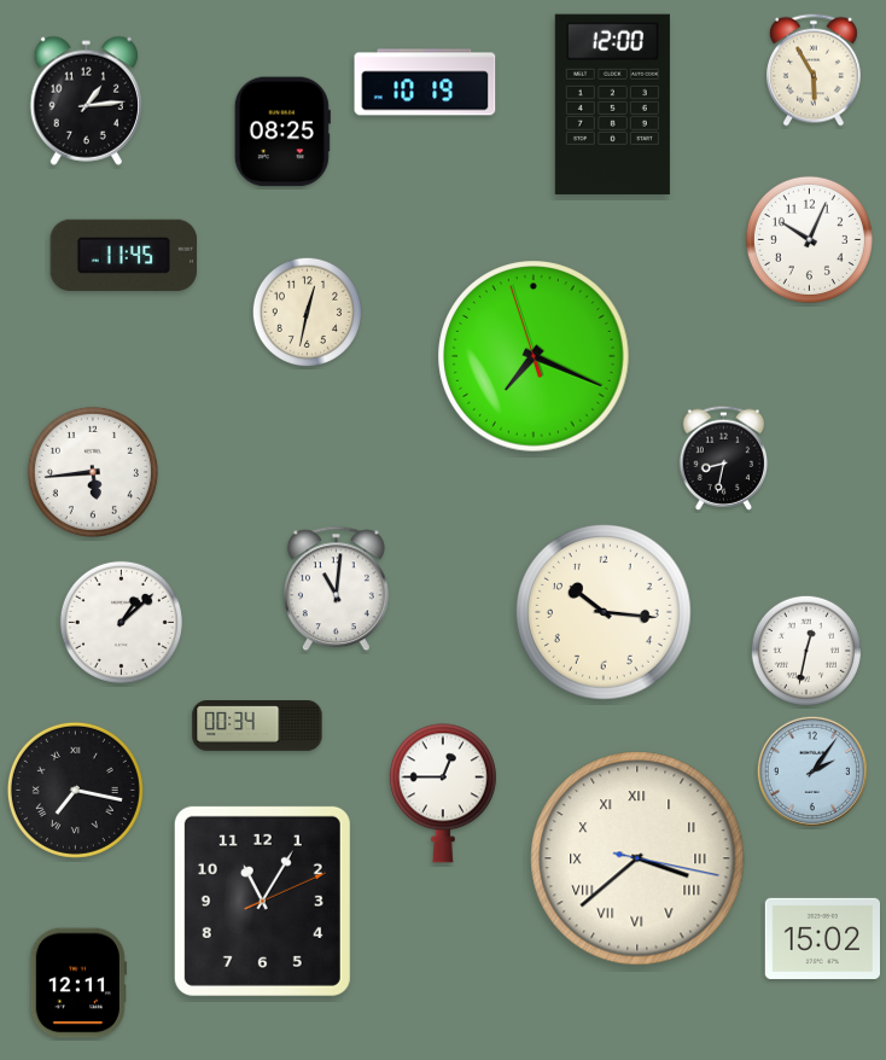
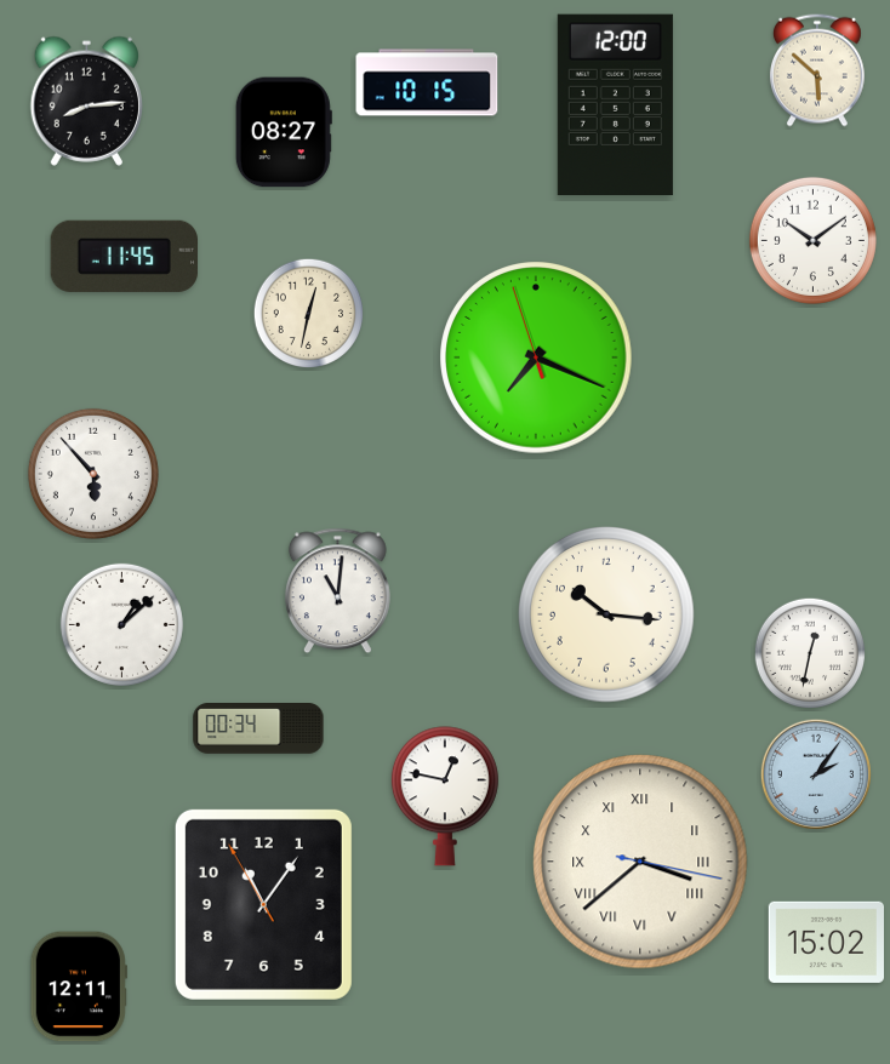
clock at (814, 70): 5:55 -> 5:52
clock at (425, 82): 10:19 -> 10:15
clock at (86, 100): 1:14 -> 8:14
clock at (282, 132): 08:25 -> 08:27
clock at (809, 239): 10:04 -> 10:09
clock at (724, 458): 8:32 -> none
clock at (93, 472): 5:44 -> 5:53
clock at (75, 790): 7:17 -> none
clock at (443, 793): 12:45 -> 12:47
clock at (262, 901): 11:05:11 -> 11:05:55
